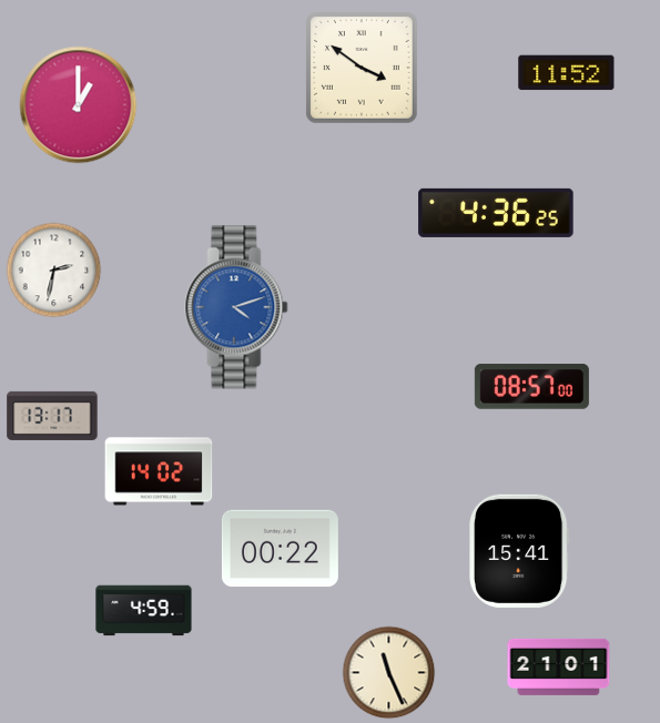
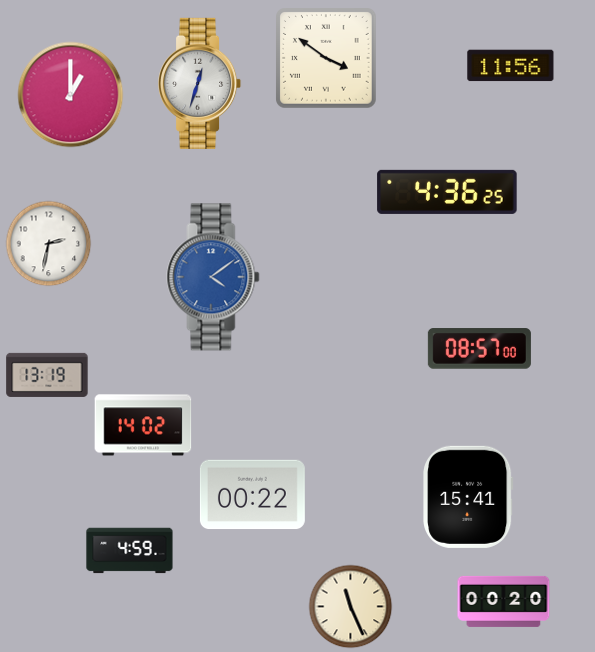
clock at (363, 69) position: (363, 69) -> (327, 59)
clock at (567, 73): 11:52 -> 11:56
clock at (200, 83): none -> 12:33
clock at (236, 307): 4:12 -> 4:09
clock at (52, 416): 13:17 -> 13:19
clock at (559, 666): 21:01 -> 00:20
